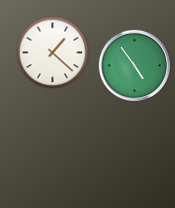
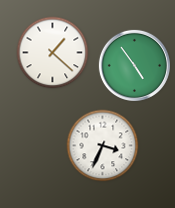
clock at (103, 146): none -> 3:34
